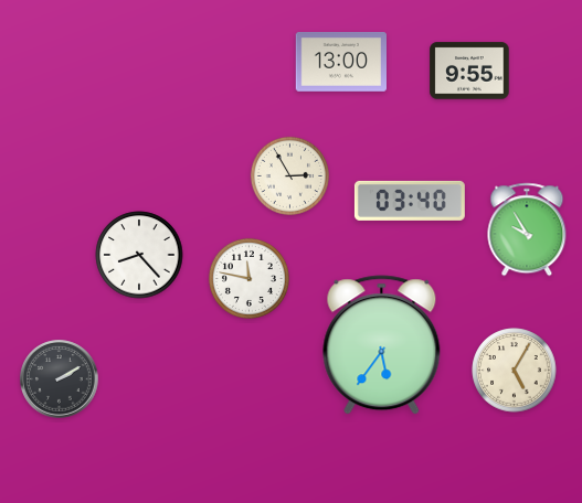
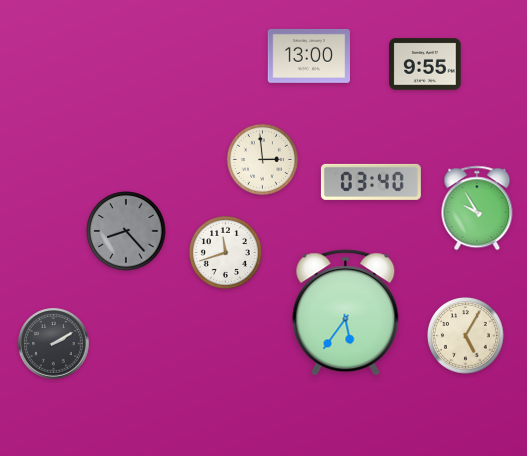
clock at (289, 175): 2:55 -> 2:59
clock at (139, 255) dial: white -> grey
clock at (248, 278): 11:47 -> 11:42
